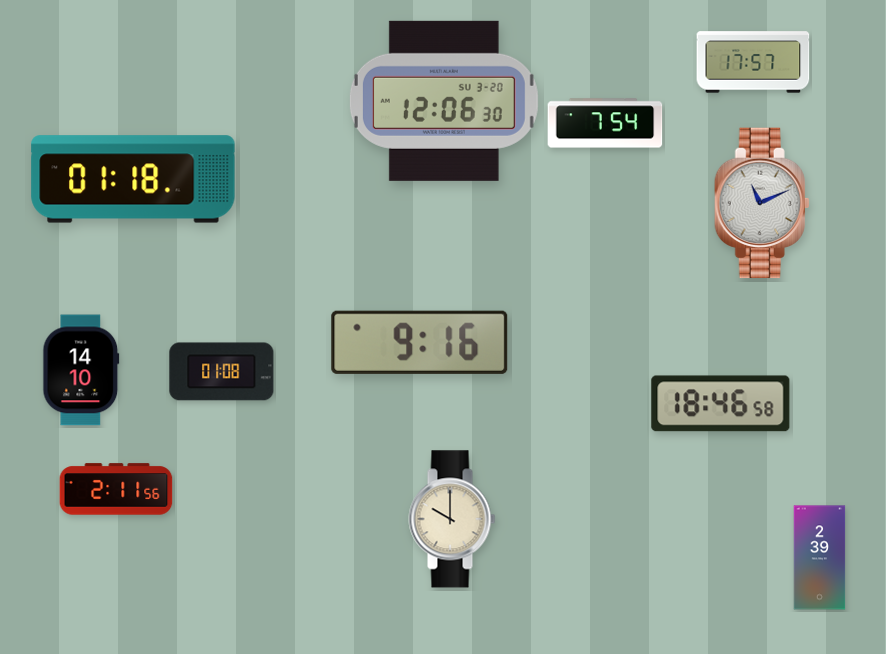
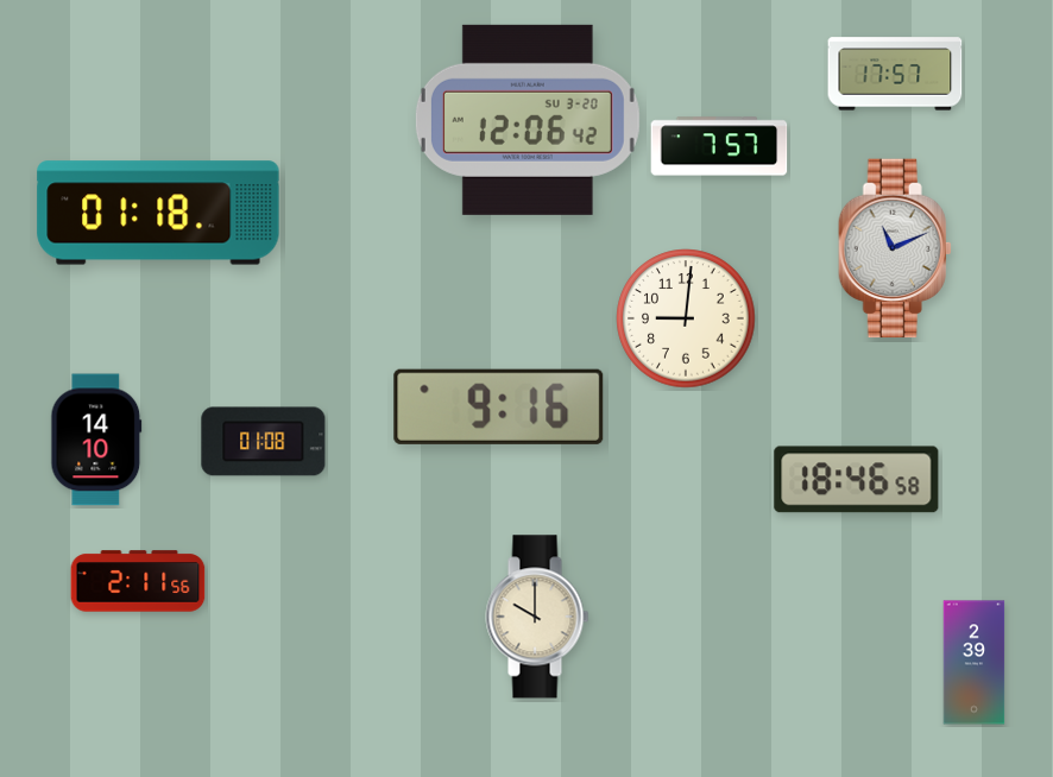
clock at (444, 101): 12:06:30 -> 12:06:42
clock at (605, 123): 7:54 -> 7:57
clock at (762, 203) position: (762, 203) -> (895, 248)
clock at (686, 318): none -> 9:01
